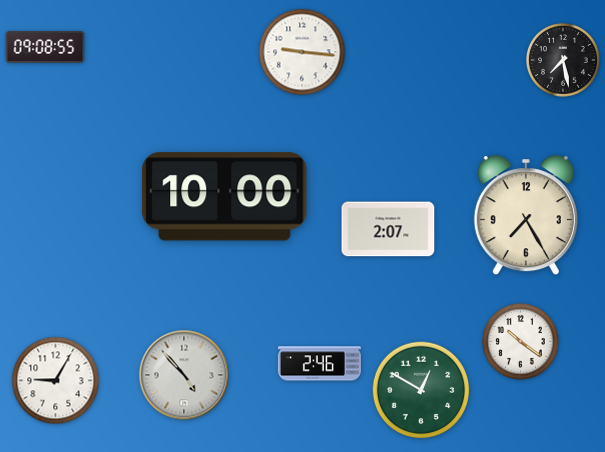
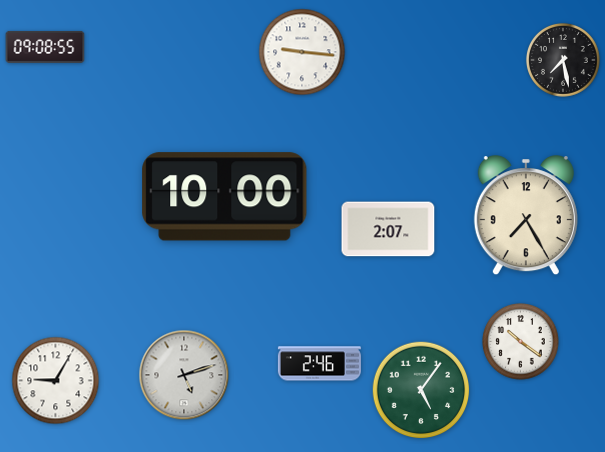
clock at (184, 375): 4:53 -> 5:12
clock at (421, 390): 12:50 -> 5:06
